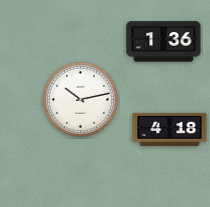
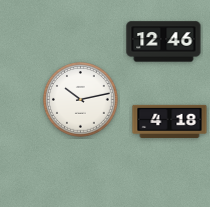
clock at (164, 42): 1:36 -> 12:46
clock at (170, 129) position: (170, 129) -> (170, 121)
